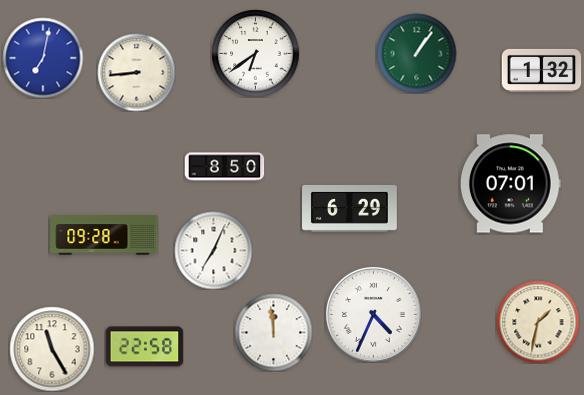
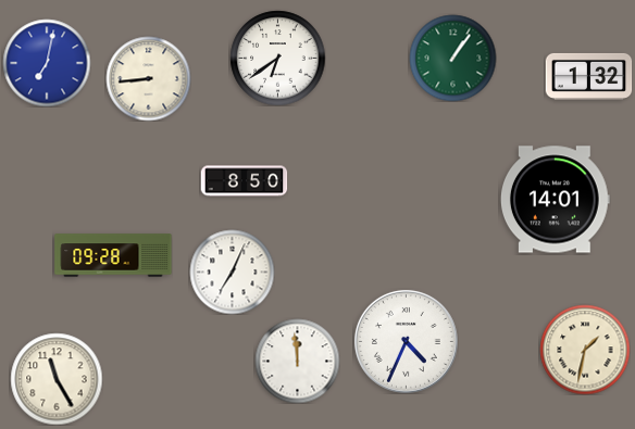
clock at (510, 184): 07:01 -> 14:01
clock at (350, 208): 6:29 -> none
clock at (144, 347): 22:58 -> none
